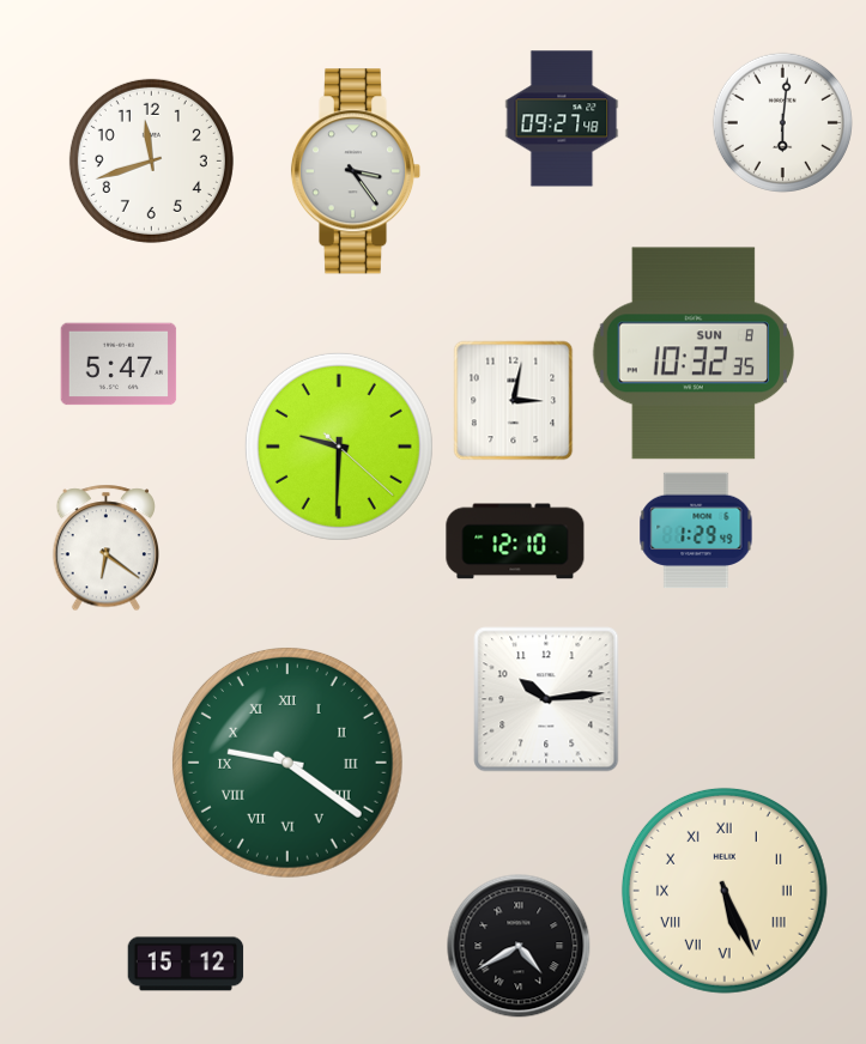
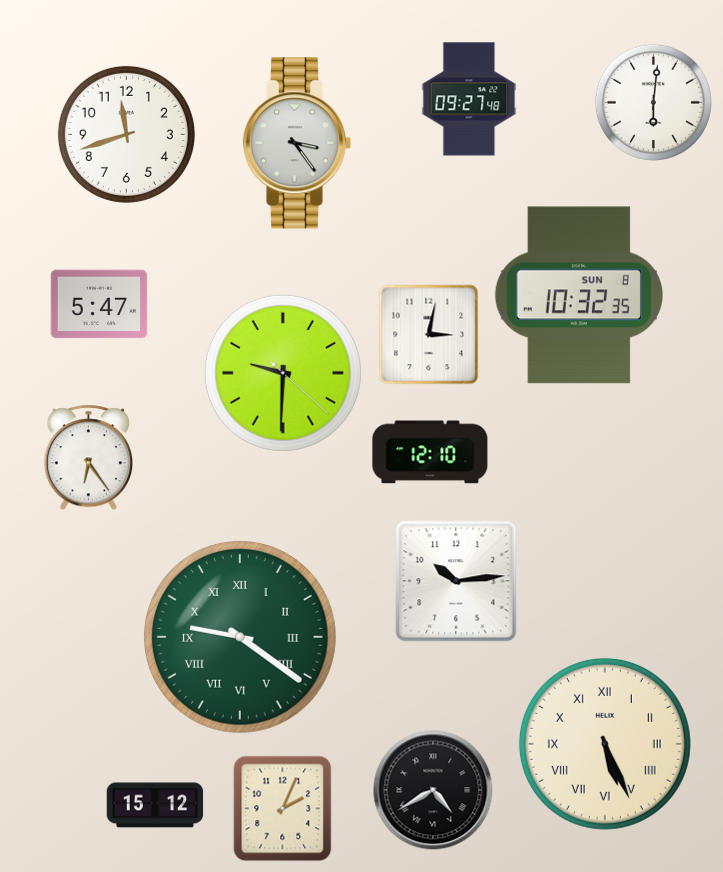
clock at (696, 530): 1:29 -> none
clock at (105, 548): 6:21 -> 6:24
clock at (546, 699) position: (546, 699) -> (456, 581)
clock at (283, 809): none -> 2:04
